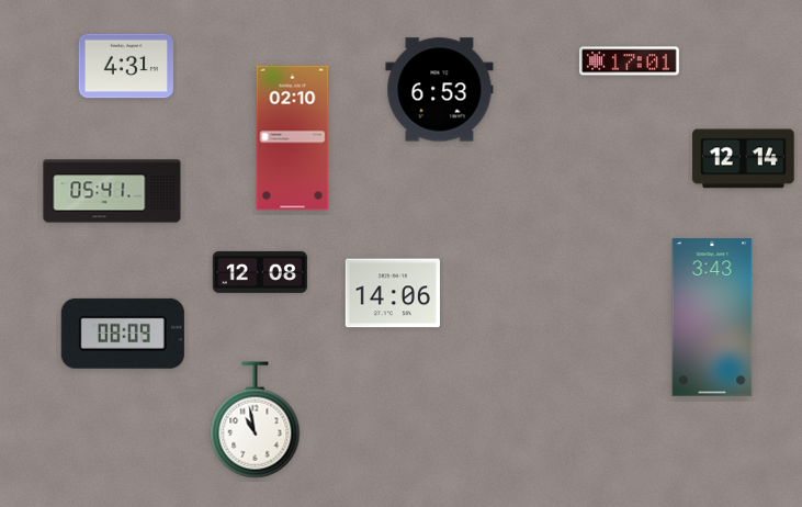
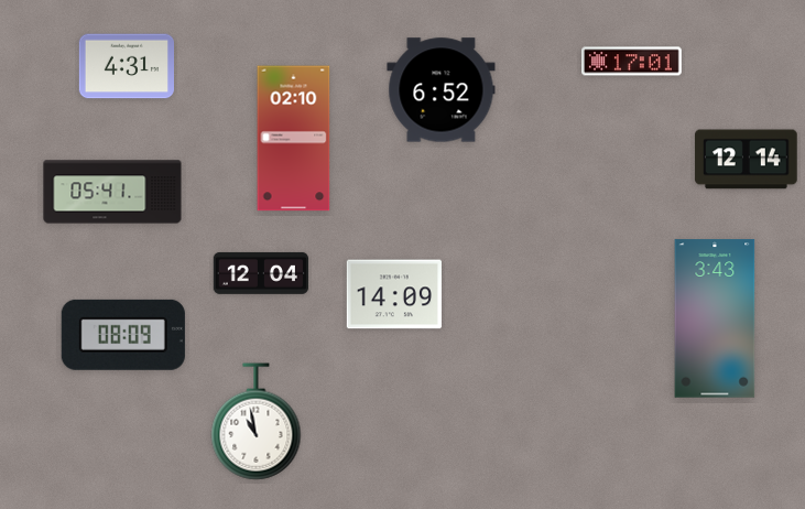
clock at (440, 90): 6:53 -> 6:52
clock at (259, 272): 12:08 -> 12:04
clock at (393, 293): 14:06 -> 14:09
